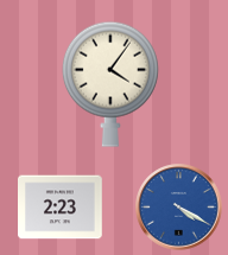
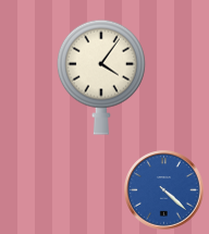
clock at (61, 208): 2:23 -> none
clock at (179, 208): 4:20 -> 4:22
